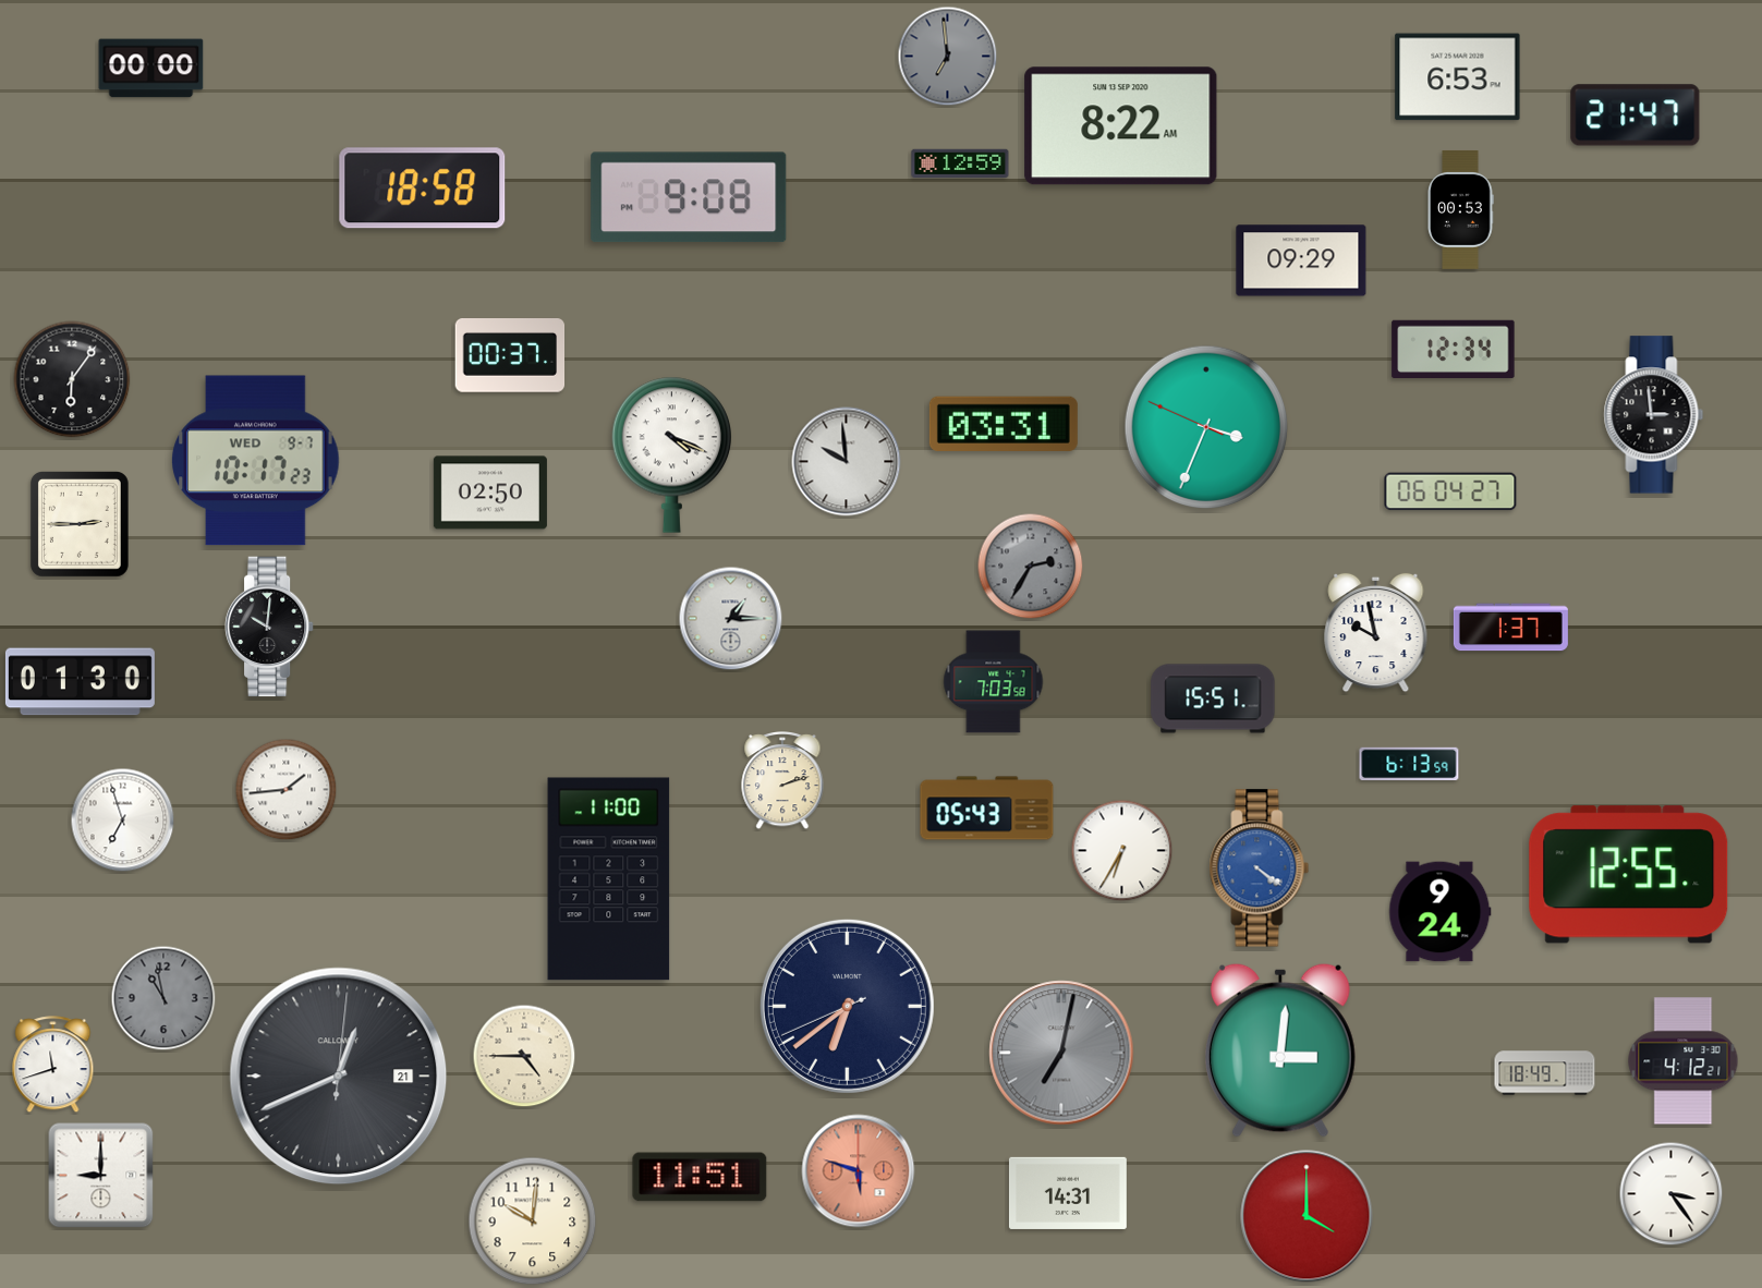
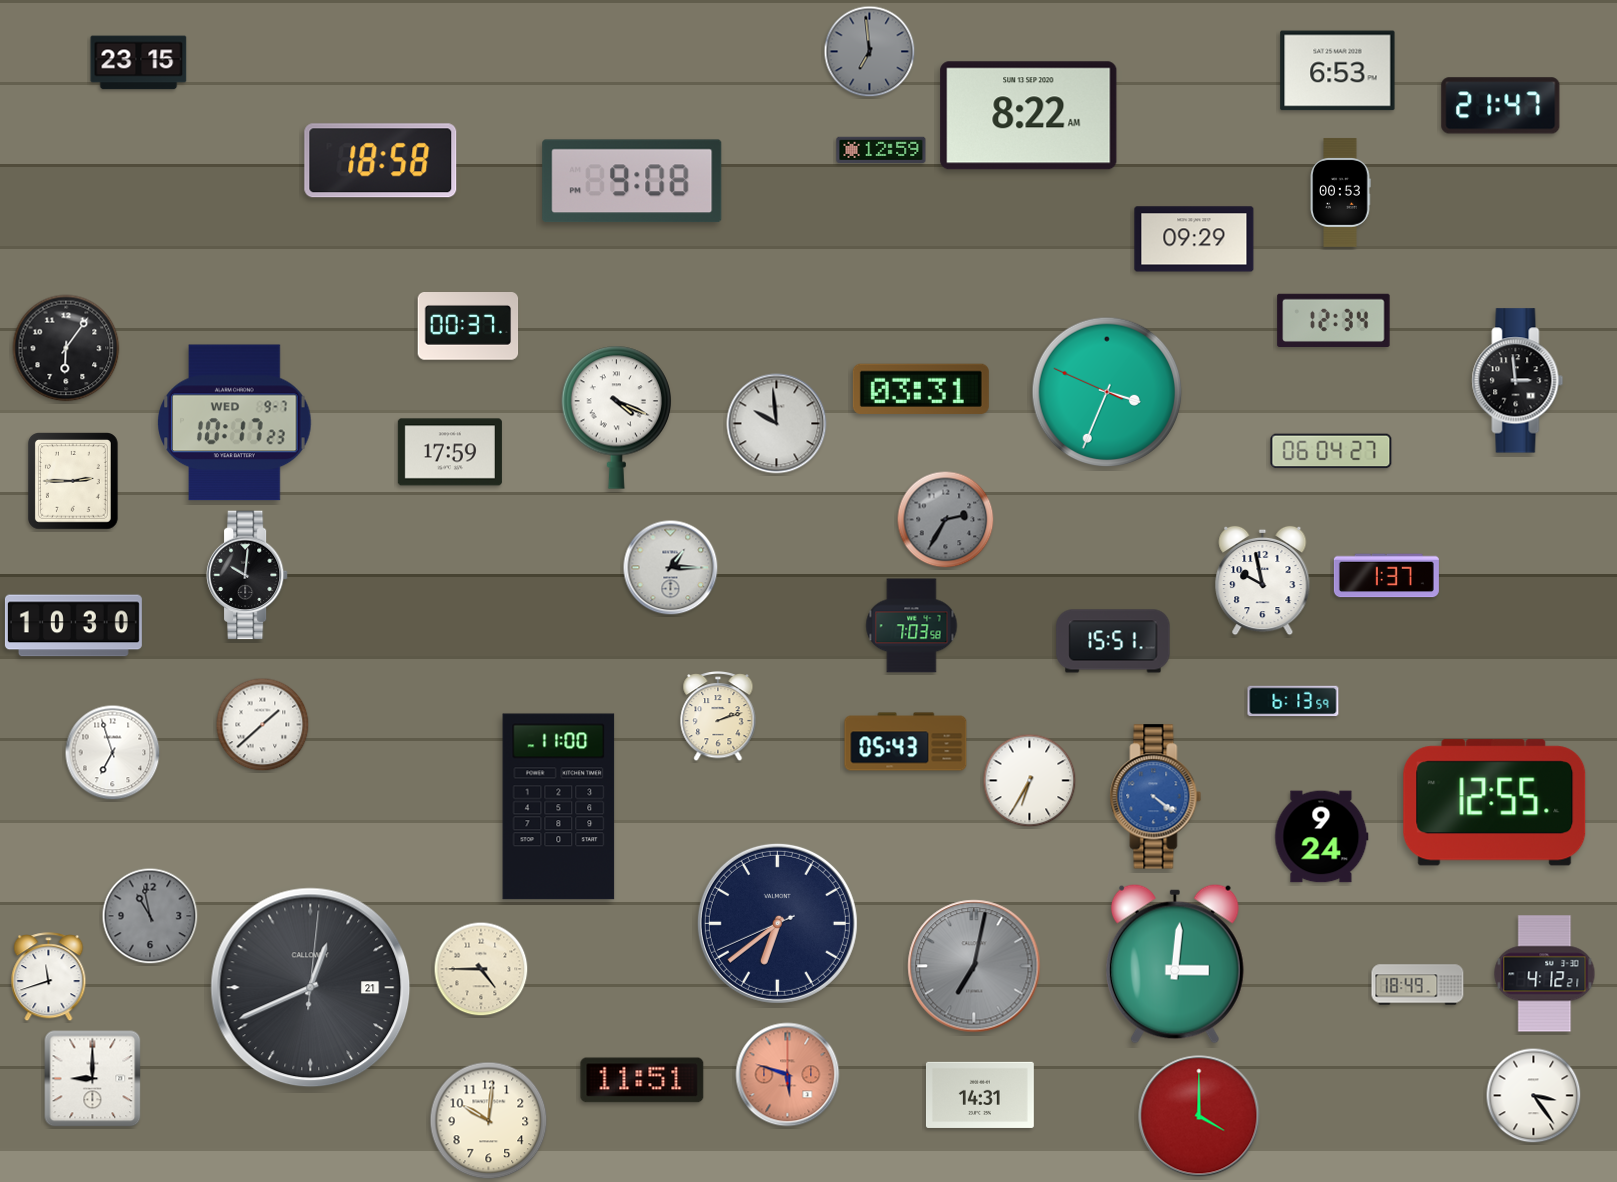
clock at (151, 69): 00:00 -> 23:15
clock at (423, 189) position: (423, 189) -> (381, 161)
clock at (490, 493): 02:50 -> 17:59
clock at (80, 682): 01:30 -> 10:30
clock at (287, 790): 1:44 -> 1:38
